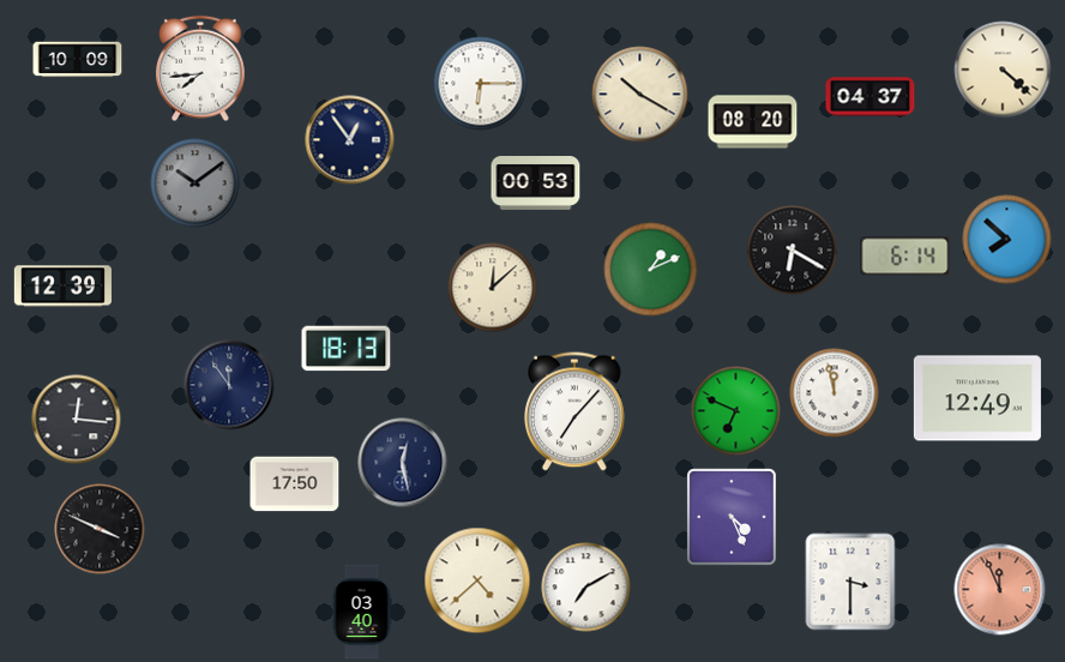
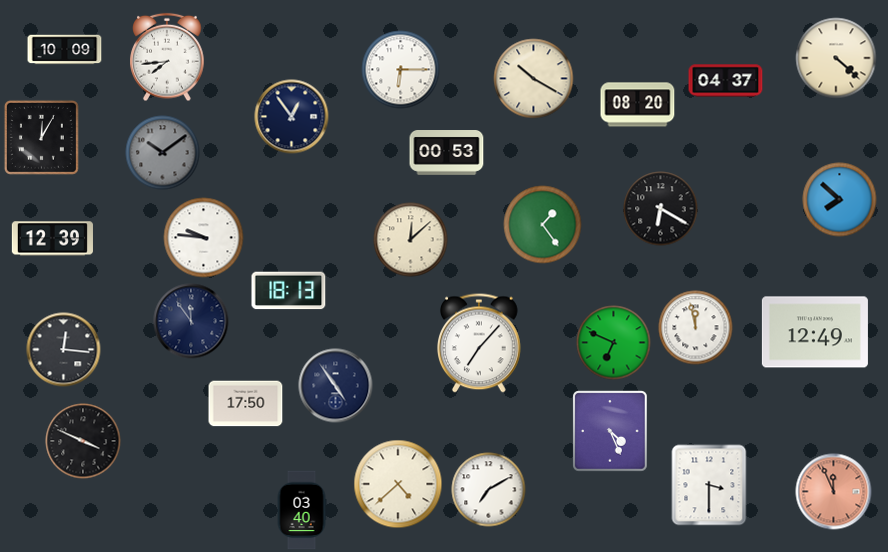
clock at (753, 122) position: (753, 122) -> (638, 105)
clock at (41, 137): none -> 12:05
clock at (905, 257): 6:14 -> none
clock at (651, 270): 1:11 -> 1:24
clock at (204, 238): none -> 9:46
clock at (403, 463): 12:28 -> 4:54
